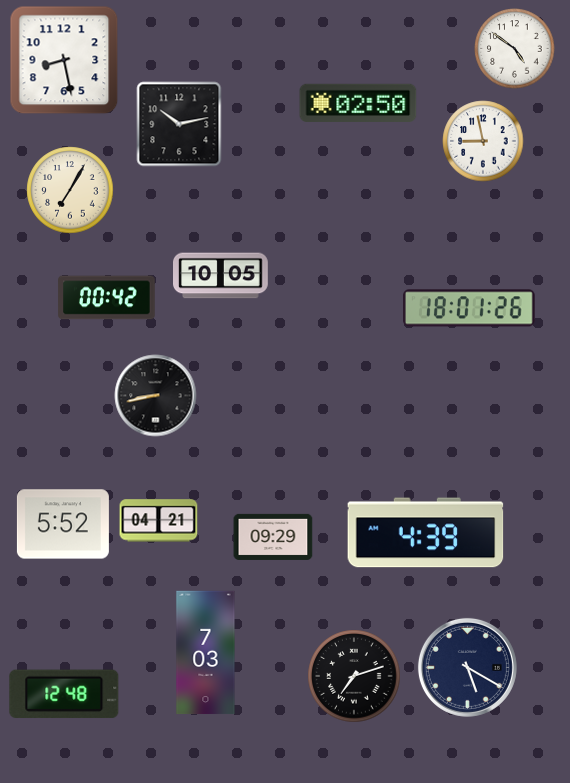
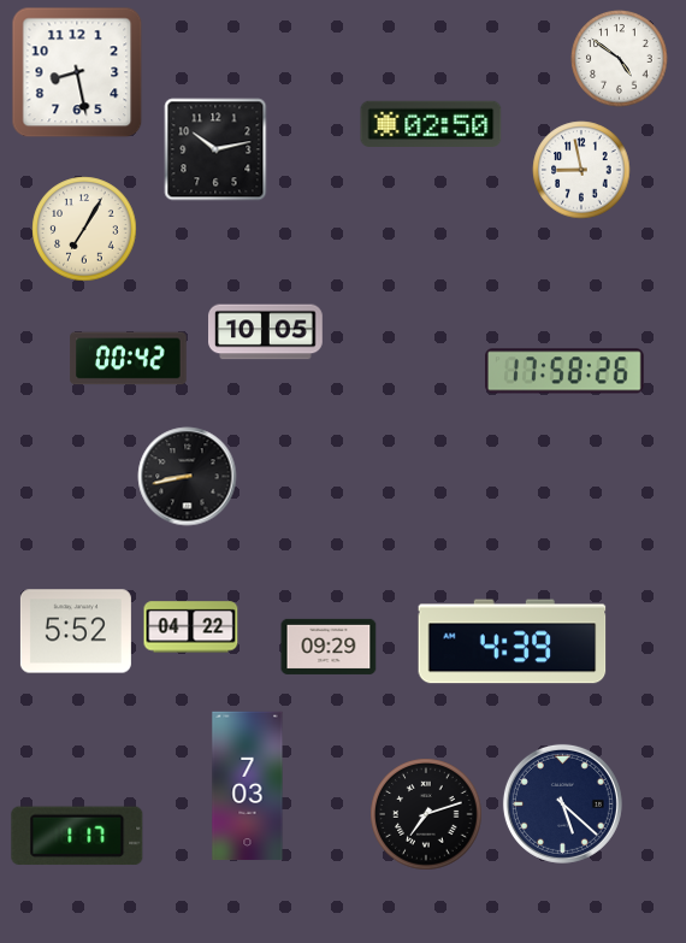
clock at (470, 308): 18:01 -> 17:58
clock at (159, 521): 04:21 -> 04:22
clock at (467, 667): 5:20 -> 5:22
clock at (64, 694): 12:48 -> 1:17
